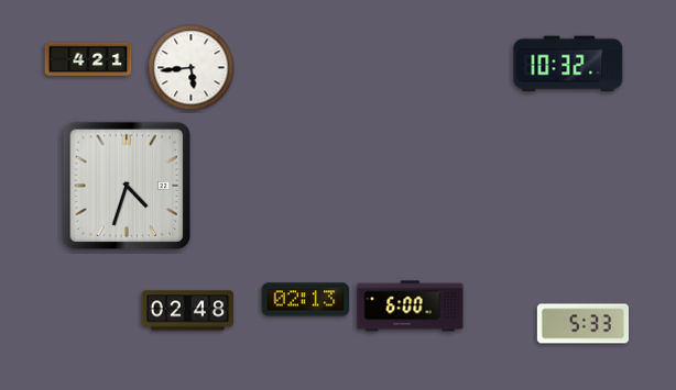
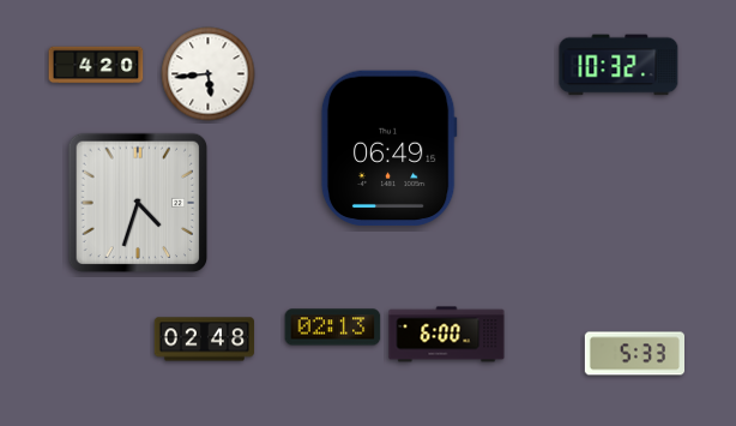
clock at (88, 59): 4:21 -> 4:20
clock at (568, 64) position: (568, 64) -> (619, 65)
clock at (388, 149): none -> 06:49
